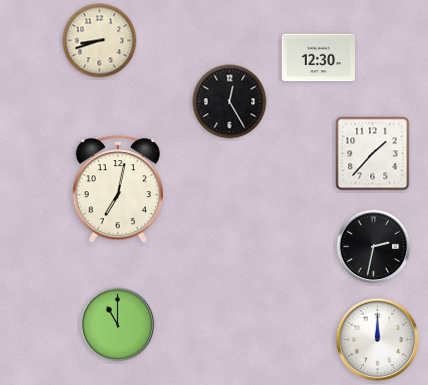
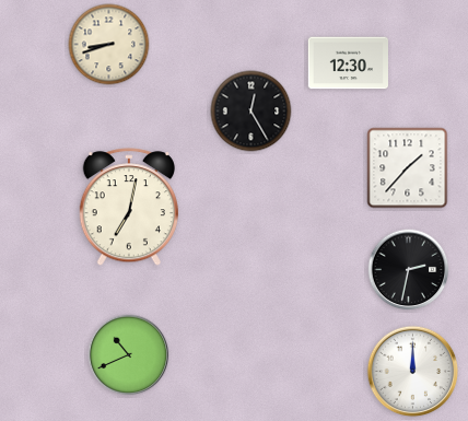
clock at (118, 325): 11:00 -> 10:41
